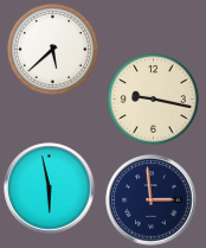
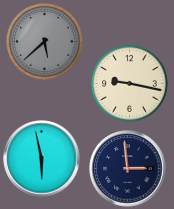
clock at (52, 49) dial: white -> grey
